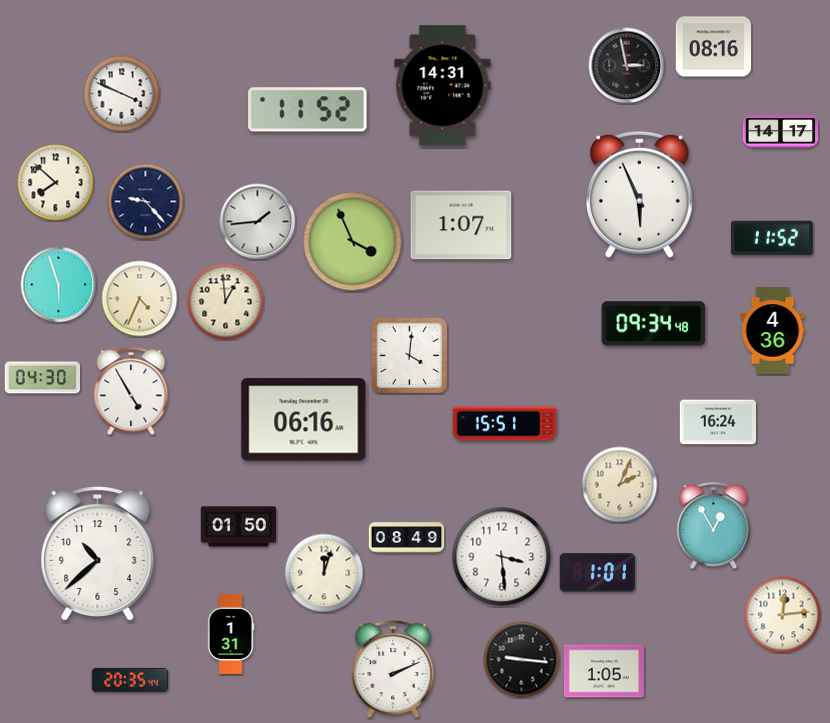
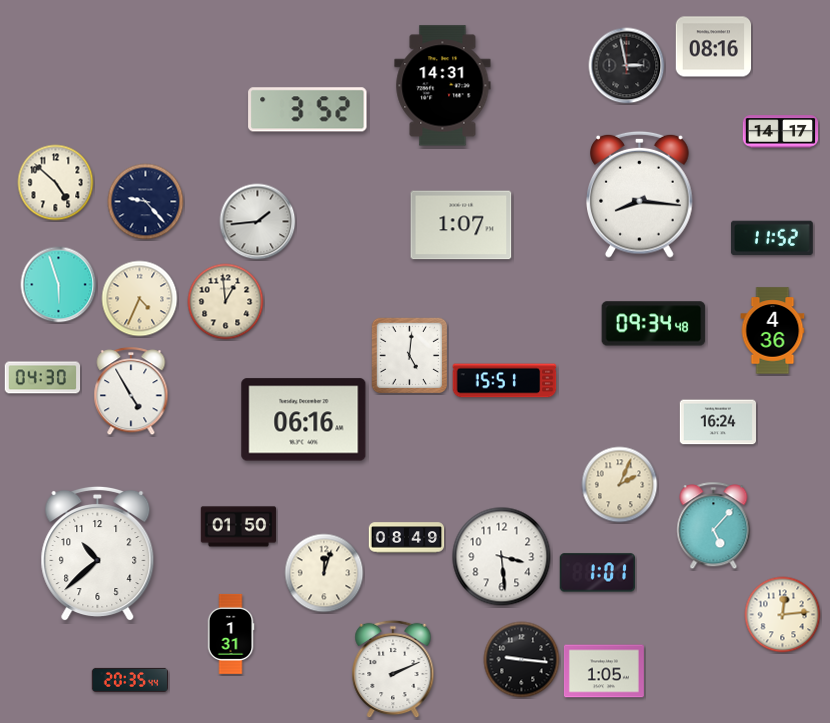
clock at (122, 94): 3:49 -> none
clock at (308, 110): 11:52 -> 3:52
clock at (56, 183): 7:52 -> 4:52
clock at (640, 194): 5:56 -> 8:16
clock at (353, 242): 3:56 -> none
clock at (409, 355): 4:01 -> 5:01
clock at (505, 424) position: (505, 424) -> (505, 381)
clock at (714, 526): 12:55 -> 5:07
